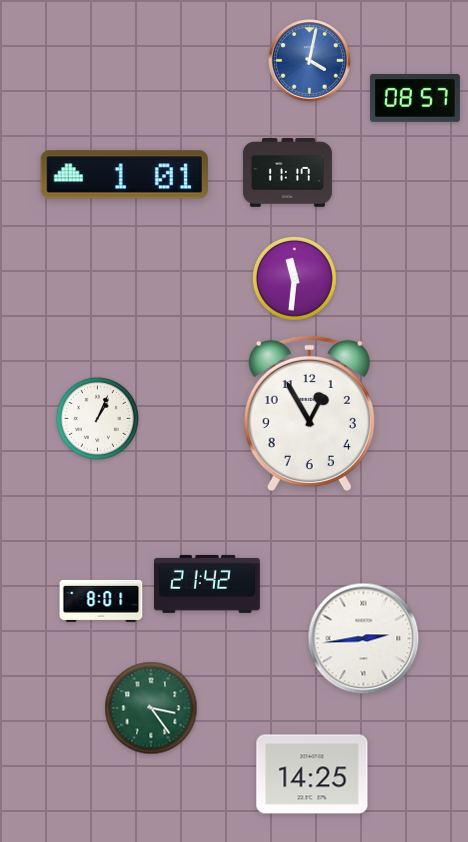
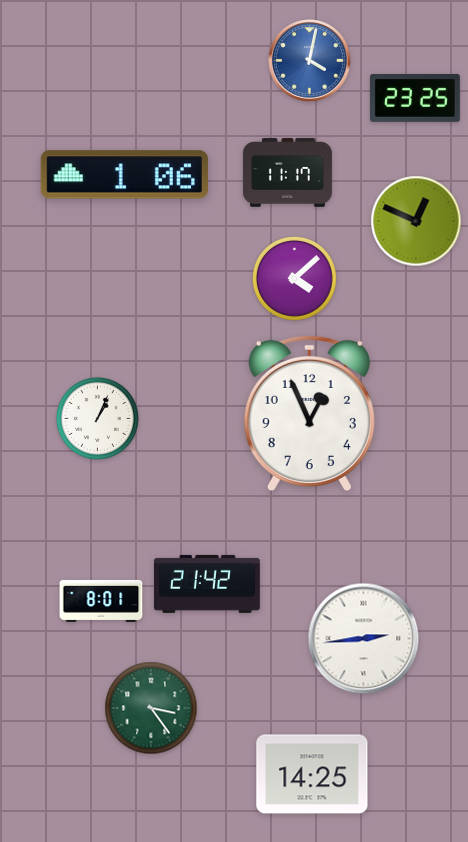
clock at (415, 98): 08:57 -> 23:25
clock at (124, 175): 1:01 -> 1:06
clock at (416, 221): none -> 12:49
clock at (295, 279): 11:31 -> 4:08
clock at (309, 414): 12:55 -> 12:56
